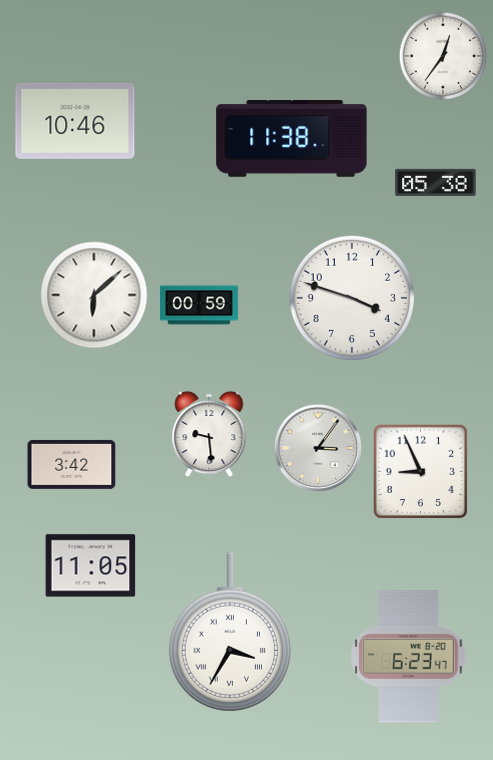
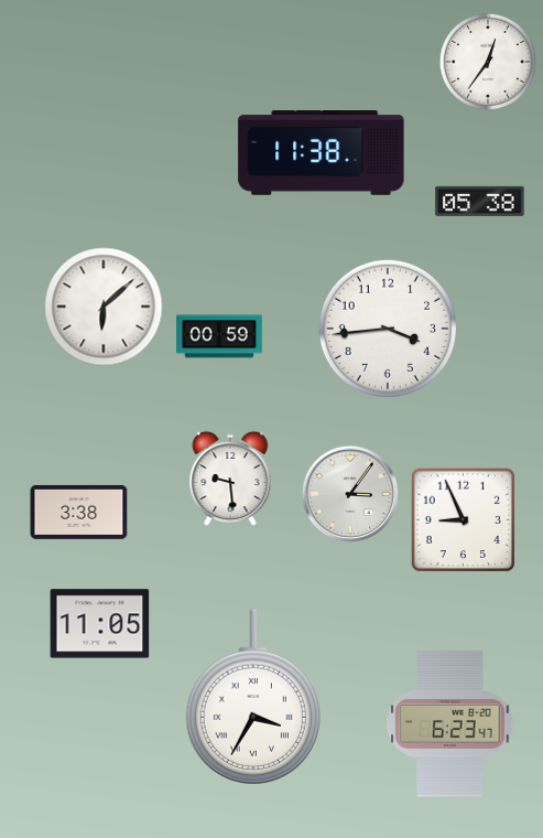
clock at (75, 121): 10:46 -> none
clock at (94, 295) position: (94, 295) -> (104, 307)
clock at (352, 298): 3:48 -> 3:44
clock at (72, 464): 3:42 -> 3:38
